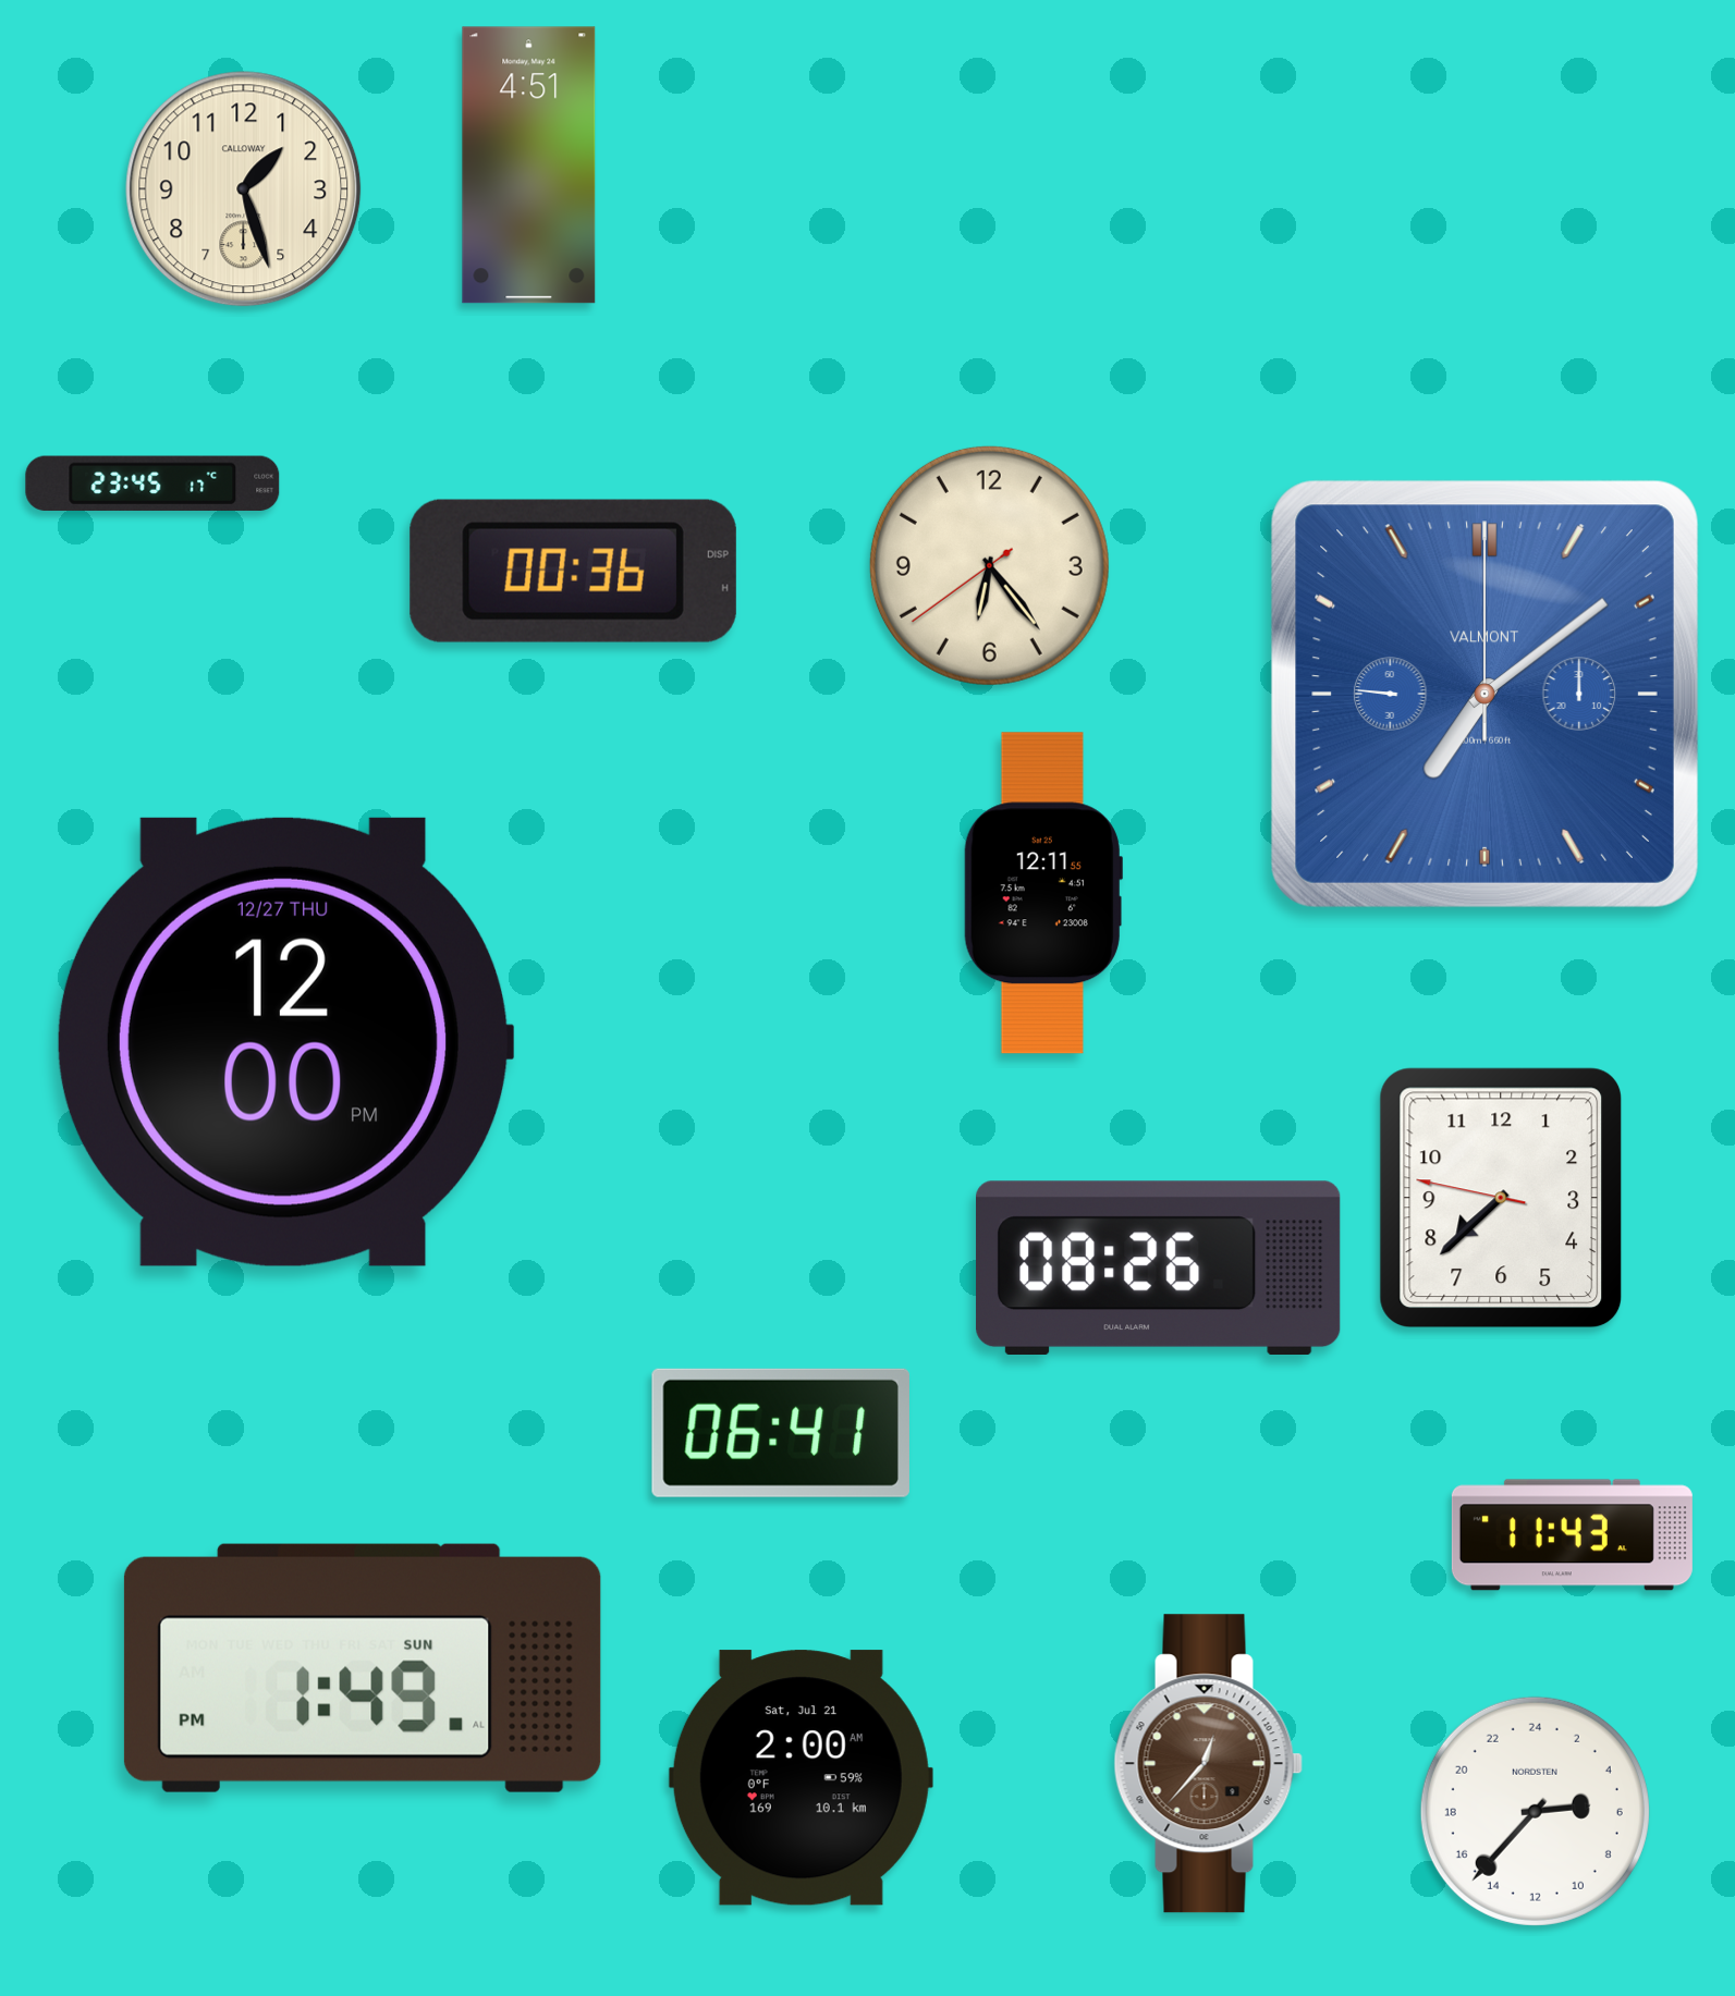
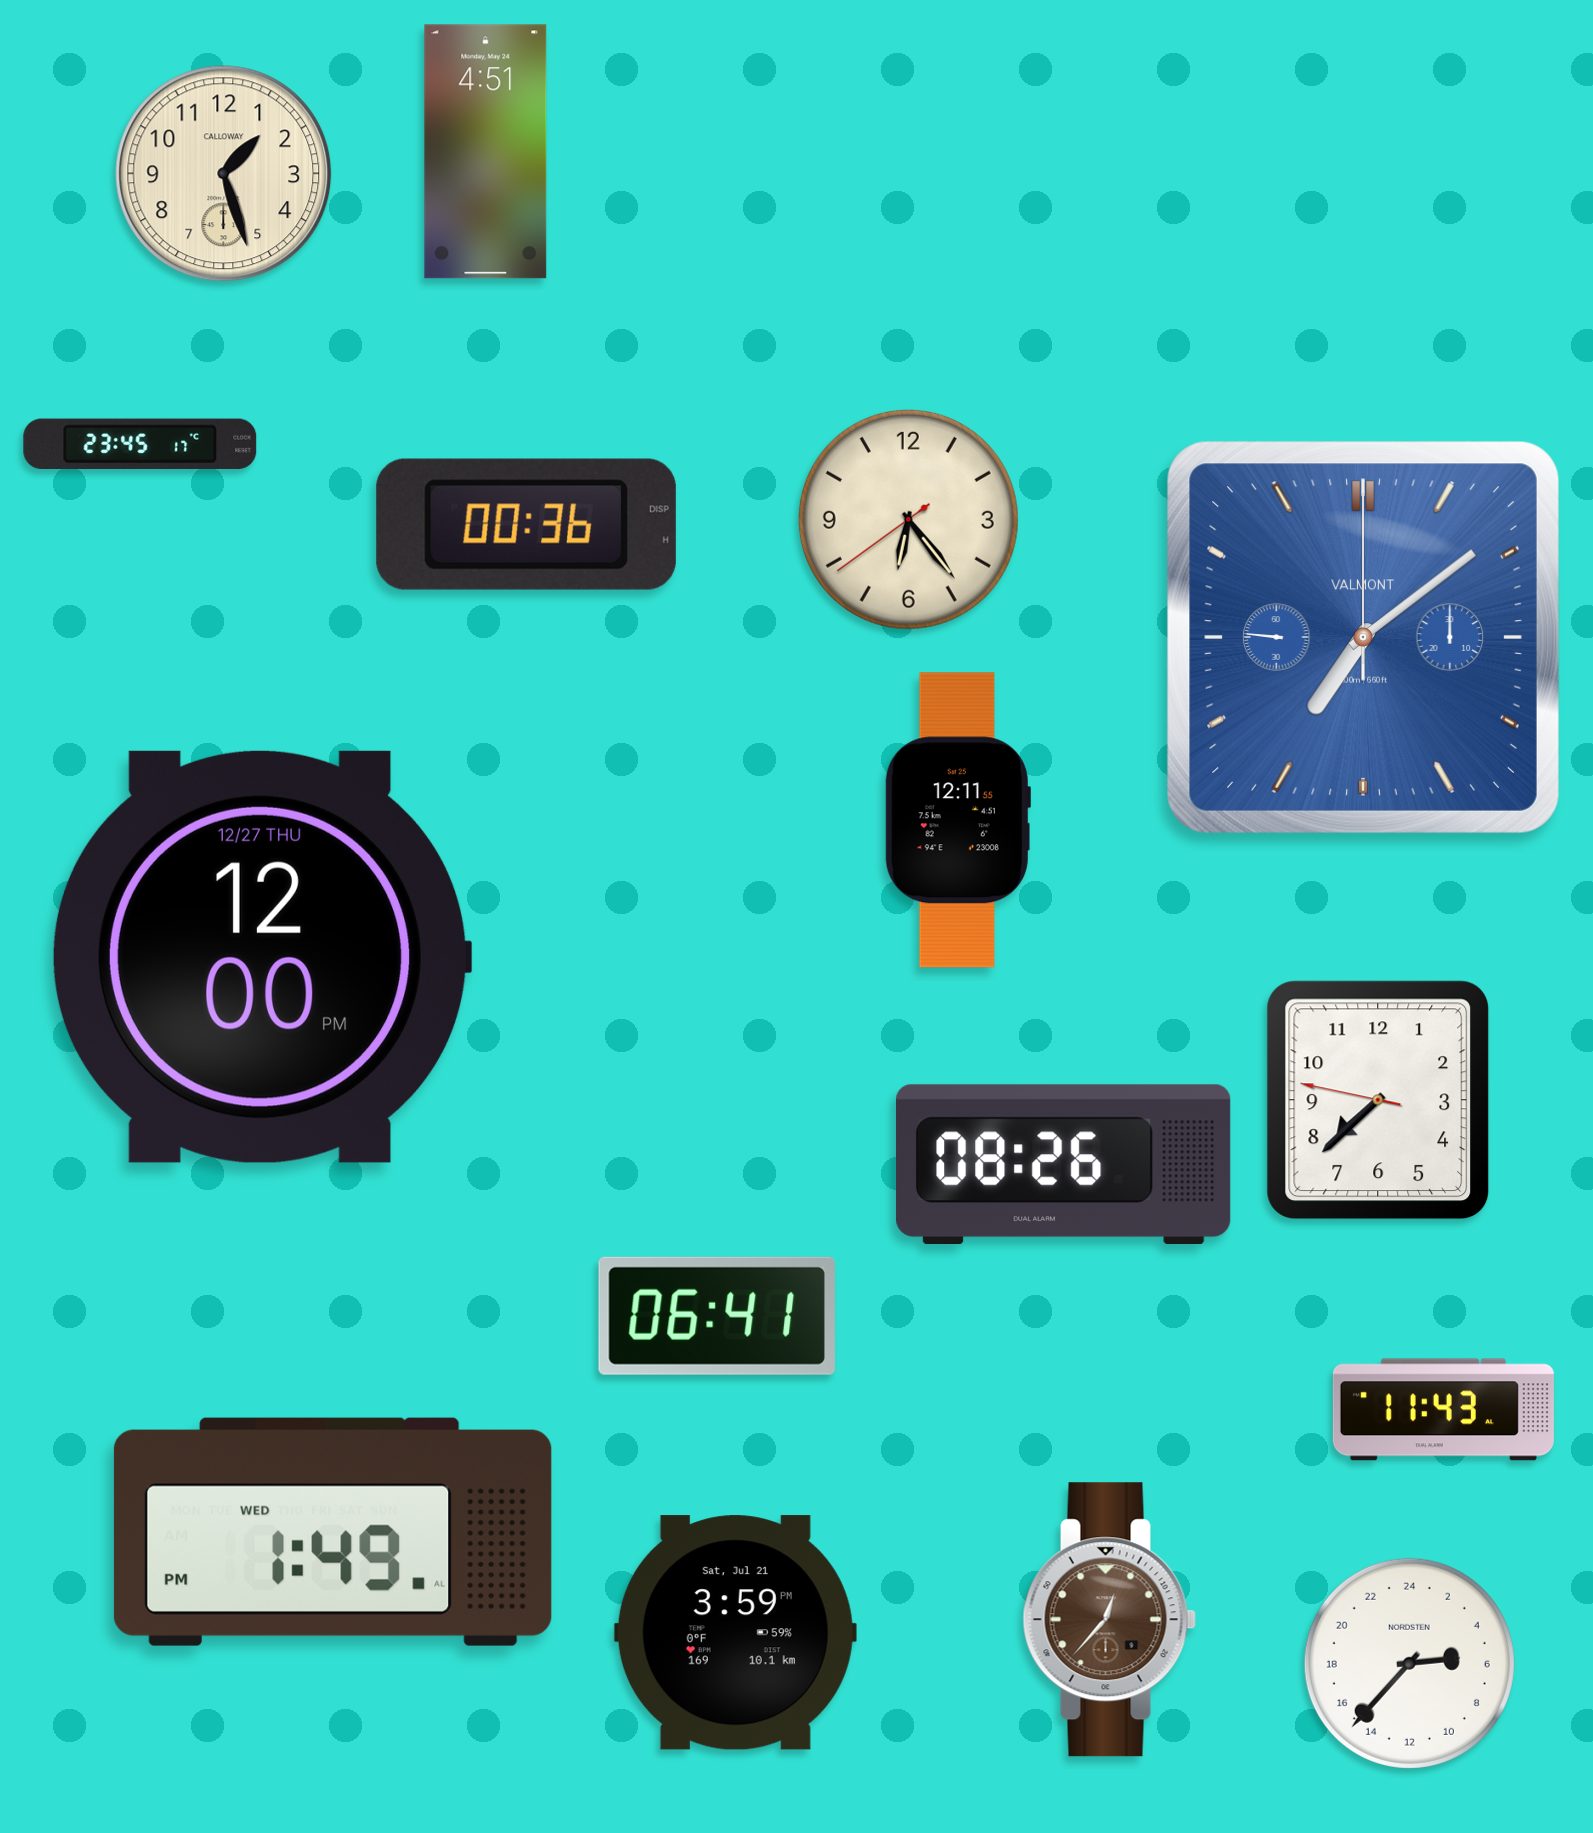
clock at (363, 1668) date: SUN -> WED
clock at (801, 1778): 2:00 -> 3:59
